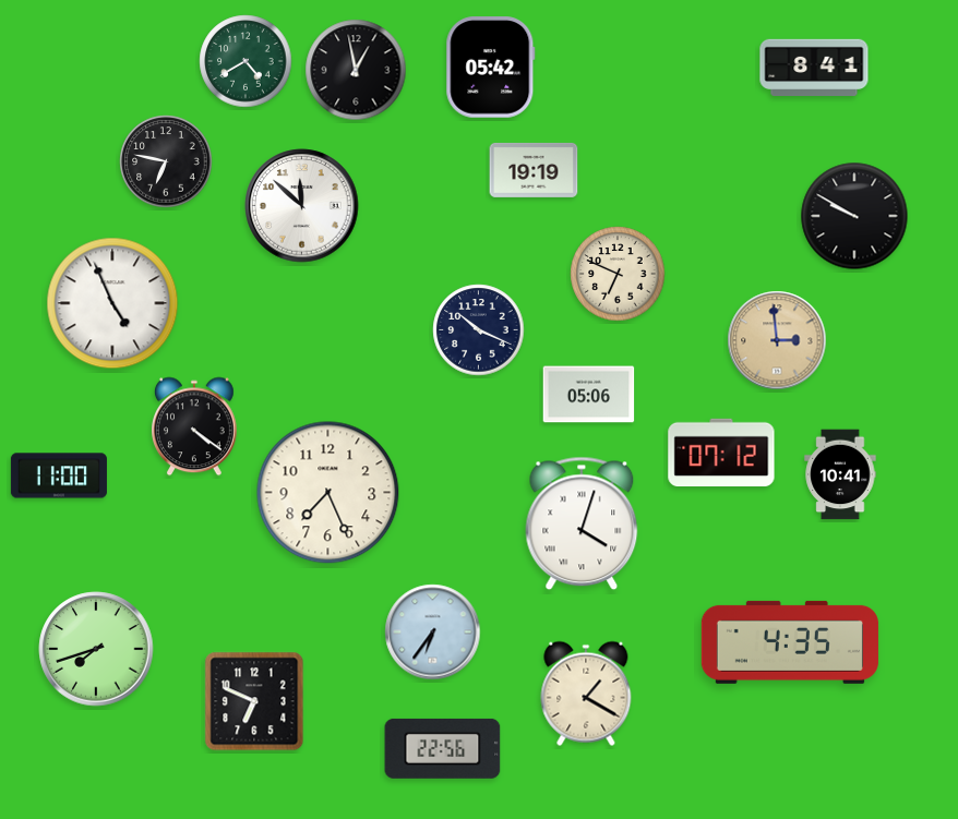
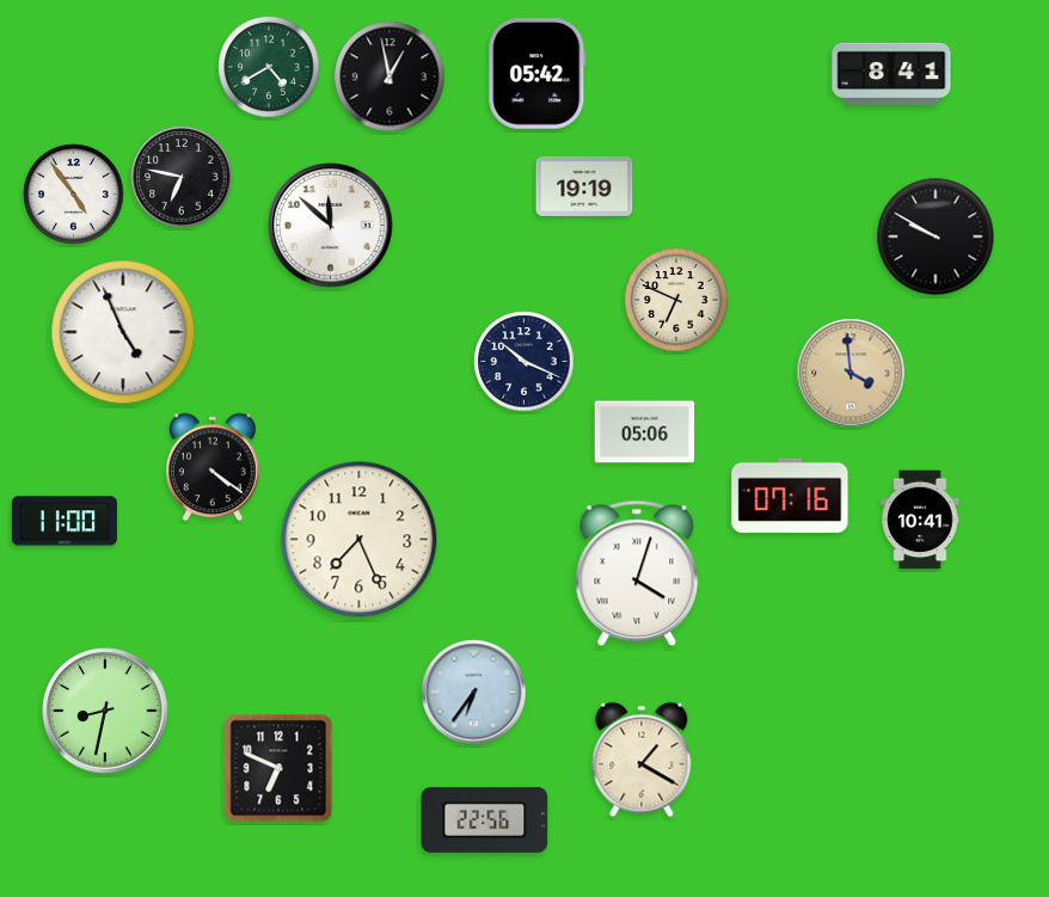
clock at (74, 195): none -> 4:54
clock at (777, 340): 2:59 -> 3:59
clock at (721, 453): 07:12 -> 07:16
clock at (790, 642): 4:35 -> none
clock at (96, 649): 7:42 -> 8:32
